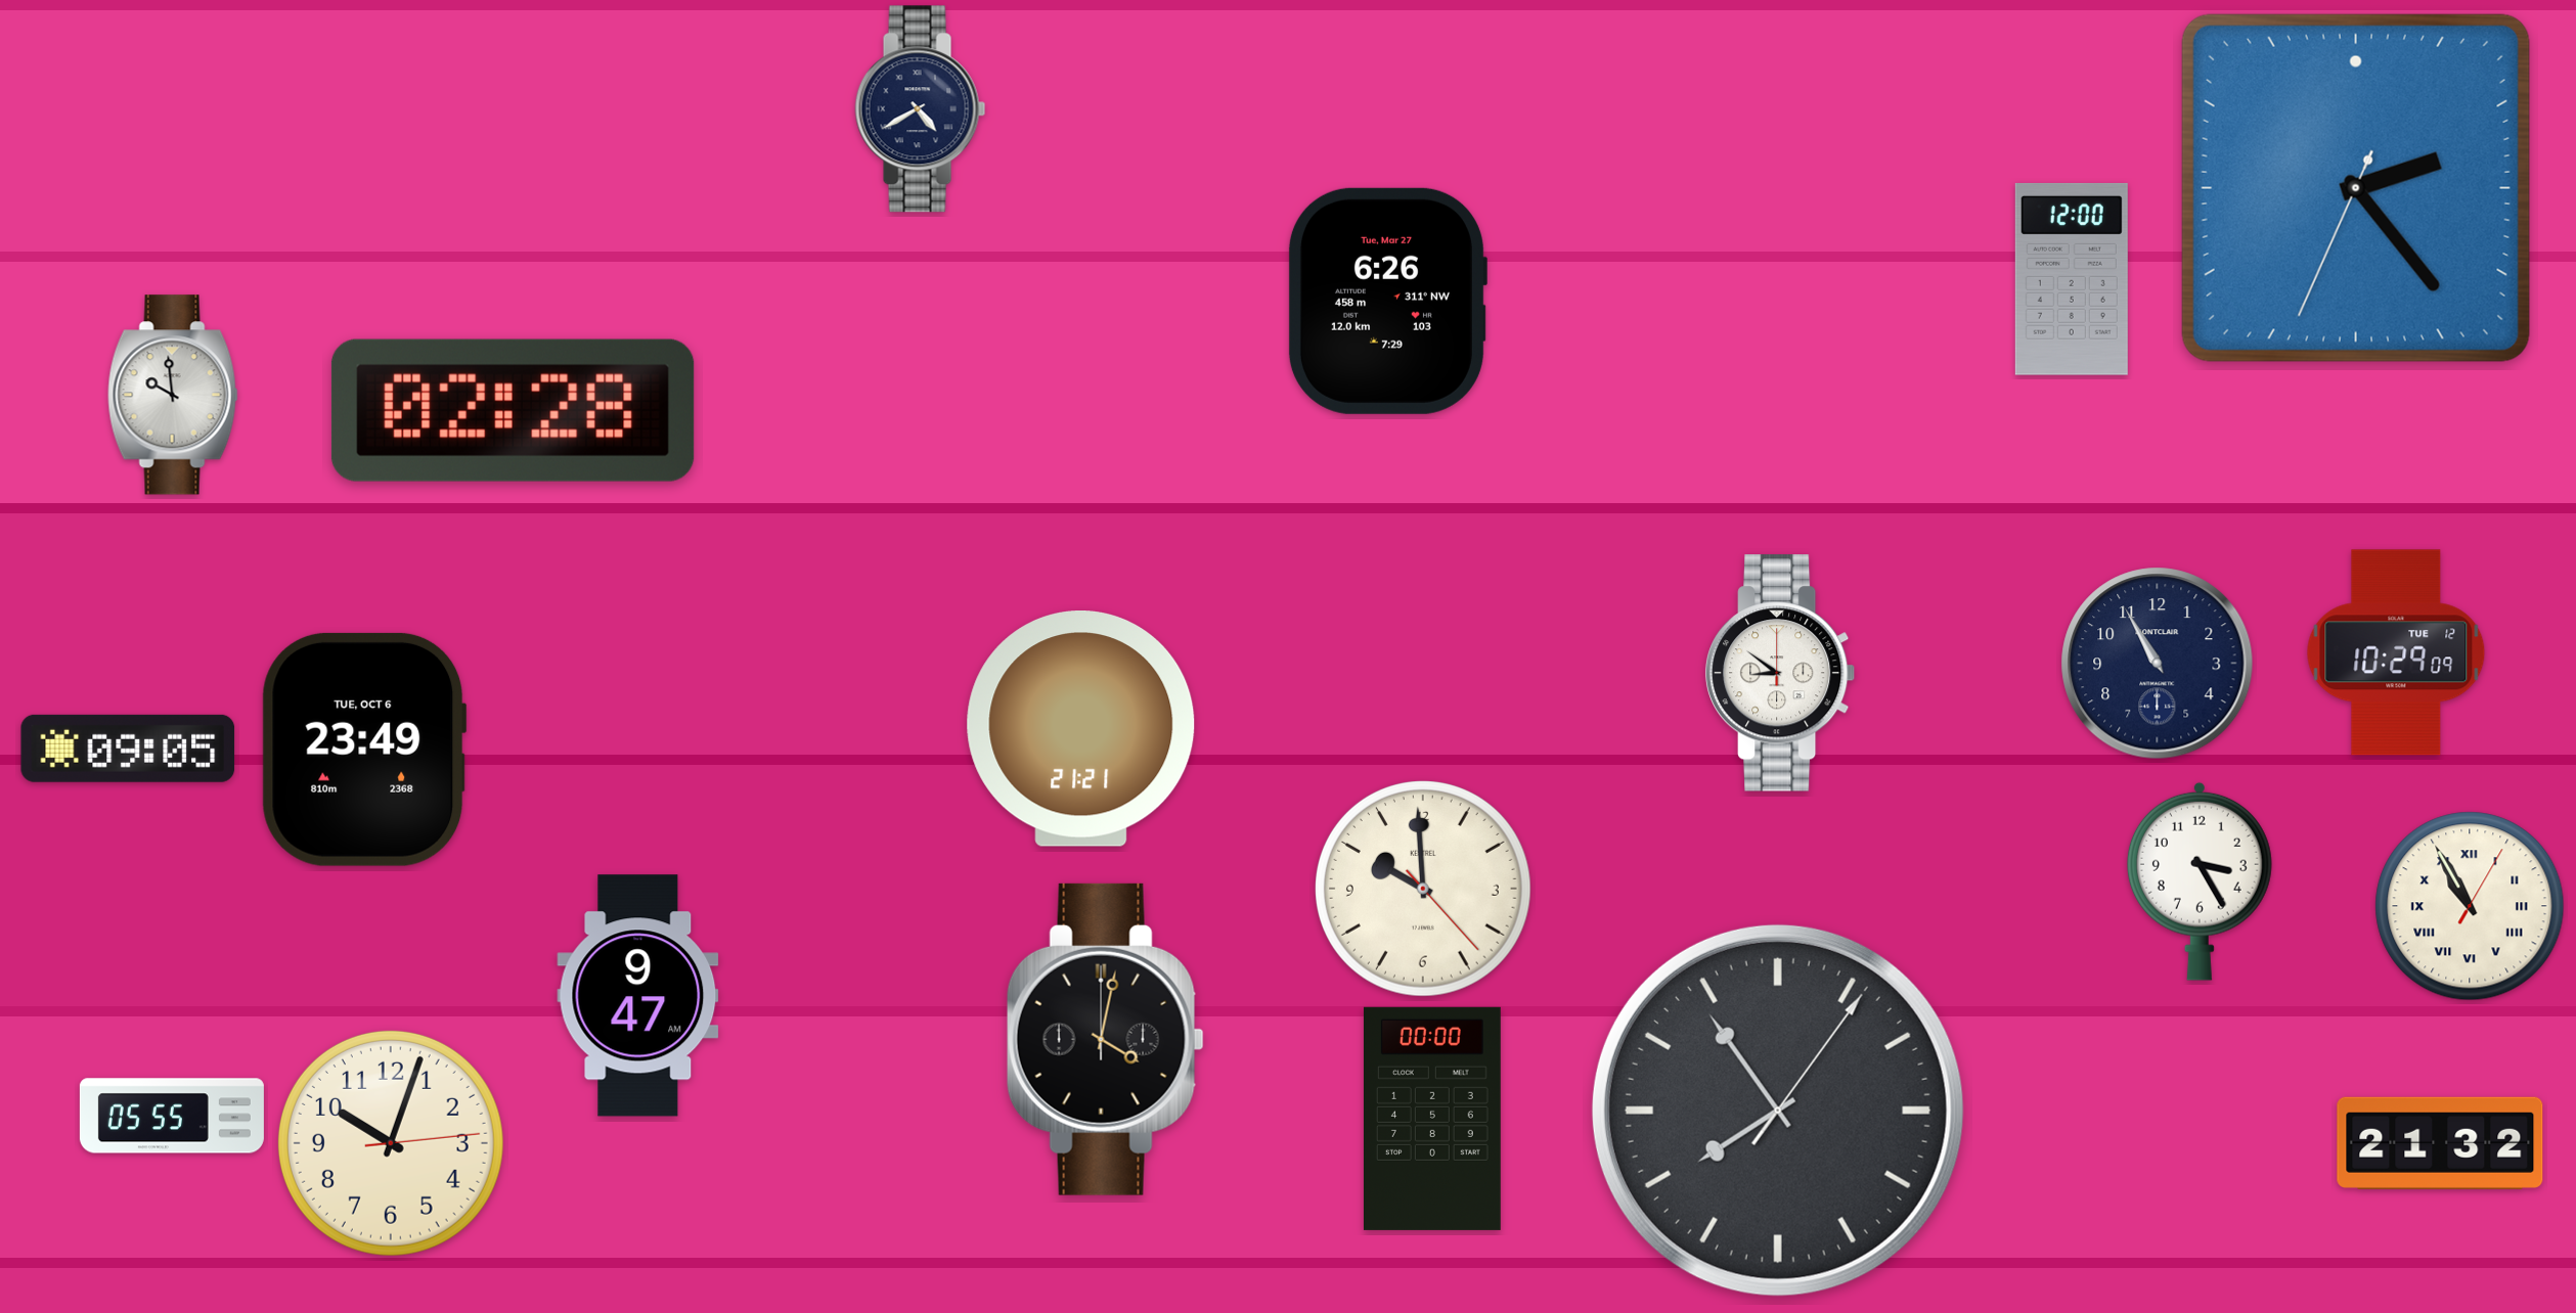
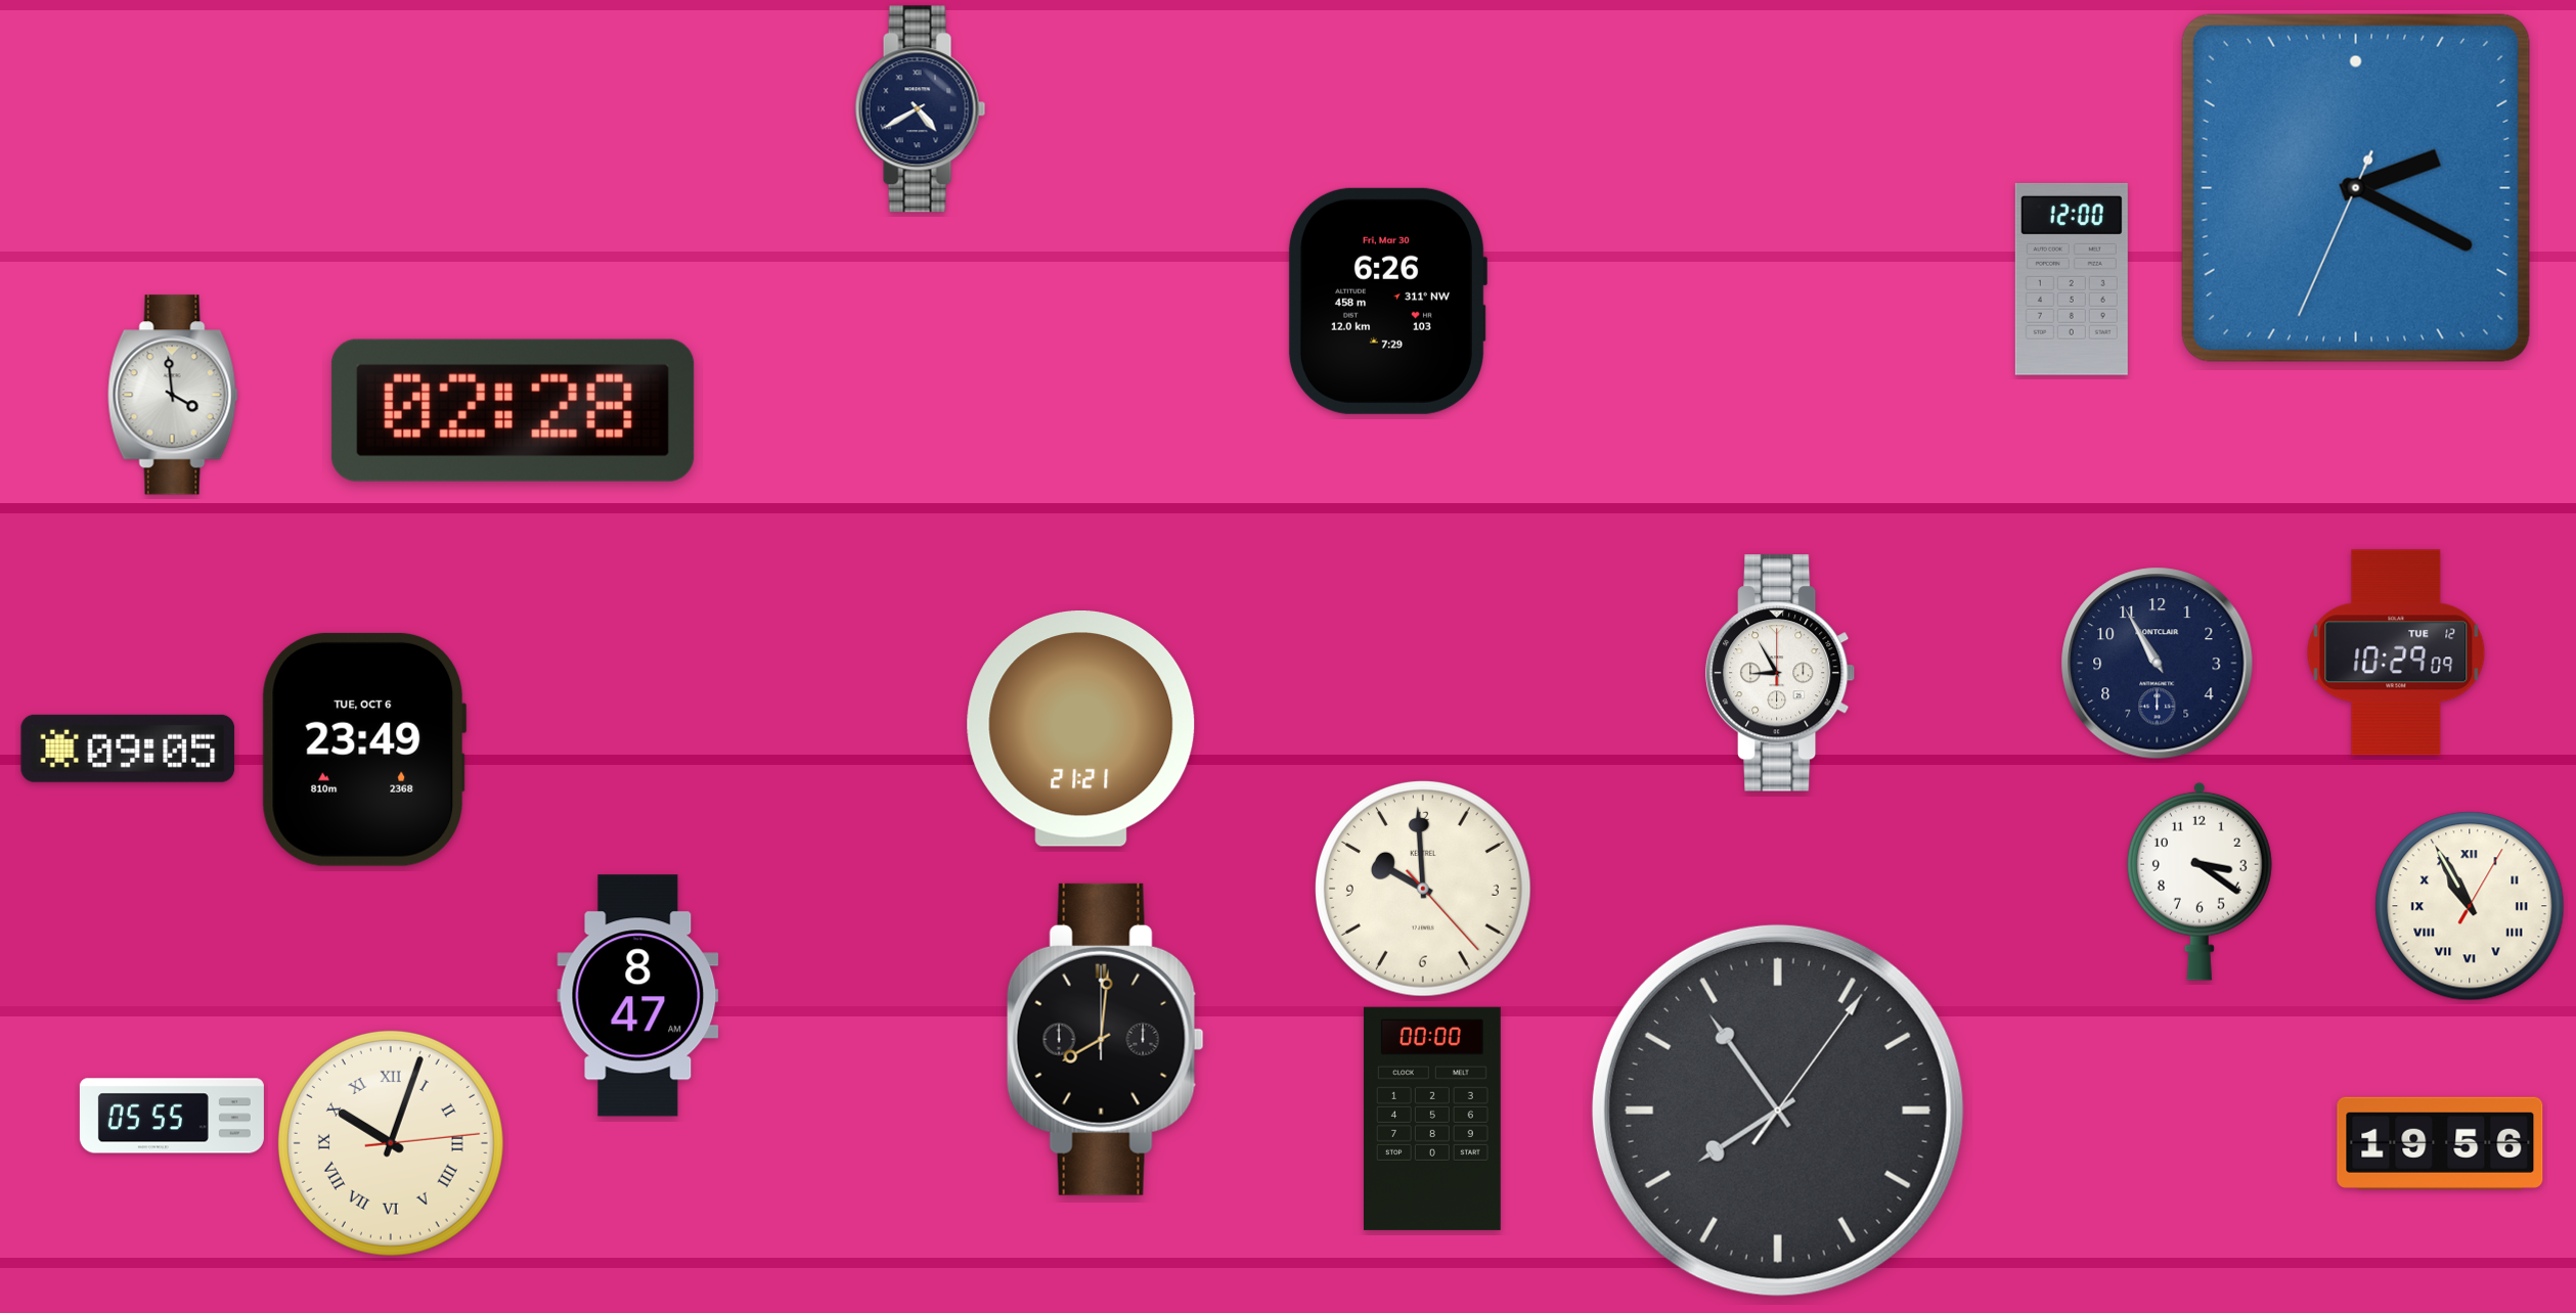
clock at (2356, 188): 2:23 -> 2:19
clock at (1387, 301) date: Tue, Mar 27 -> Fri, Mar 30
clock at (173, 395): 9:59 -> 3:59
clock at (1780, 673): 8:51 -> 8:55
clock at (2200, 881): 3:25 -> 3:21
clock at (638, 996): 9:47 -> 8:47
clock at (1105, 1039): 4:02 -> 8:01
clock at (391, 1143) numerals: Arabic -> Roman
clock at (2440, 1143): 21:32 -> 19:56
